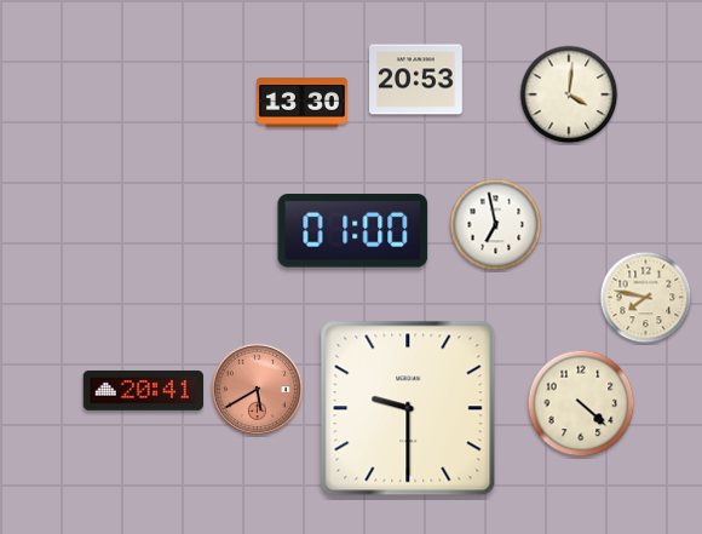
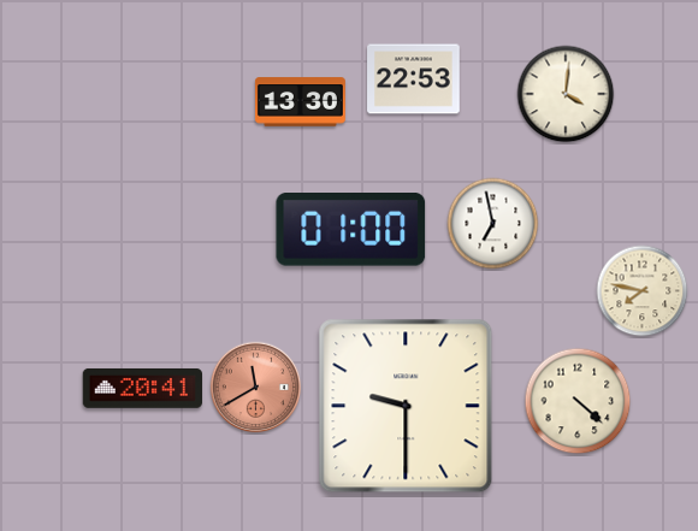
clock at (416, 80): 20:53 -> 22:53
clock at (646, 298) position: (646, 298) -> (643, 291)
clock at (258, 390): 5:40 -> 11:40
